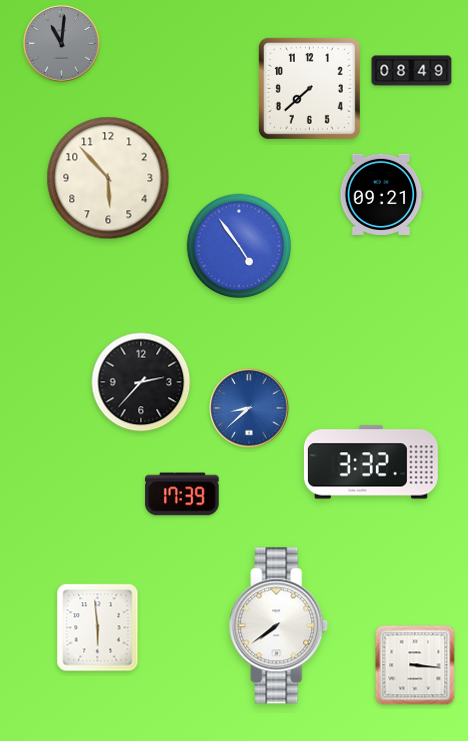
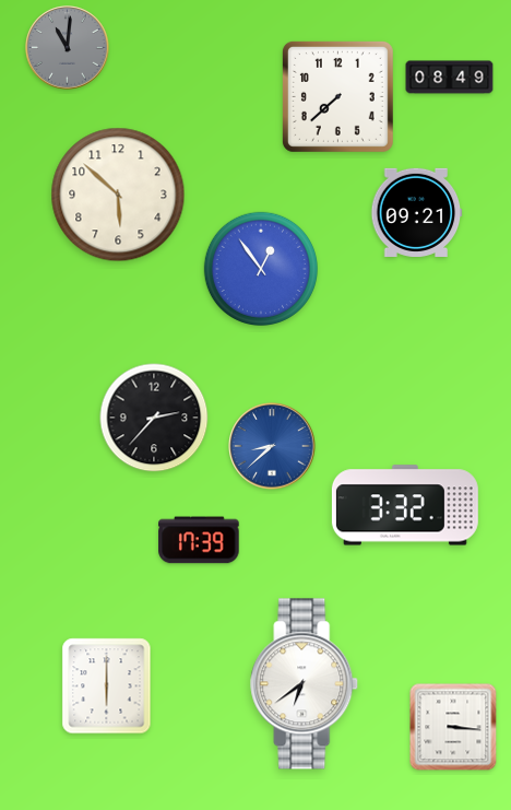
clock at (108, 178): 5:53 -> 5:52
clock at (238, 245): 4:54 -> 12:54
clock at (279, 626): 7:39 -> 6:39
clock at (98, 628): 5:59 -> 6:00
